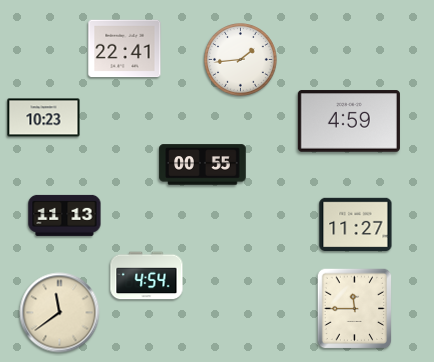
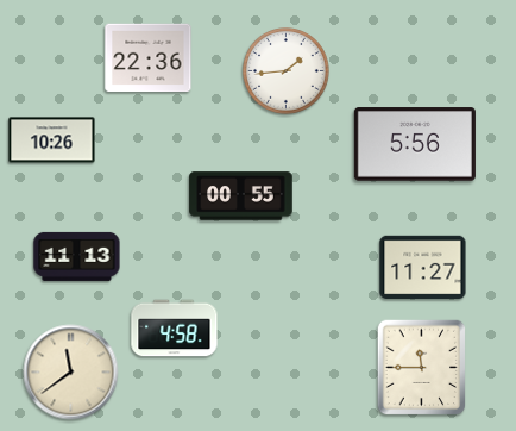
clock at (125, 49): 22:41 -> 22:36
clock at (44, 118): 10:23 -> 10:26
clock at (349, 121): 4:59 -> 5:56
clock at (147, 276): 4:54 -> 4:58
